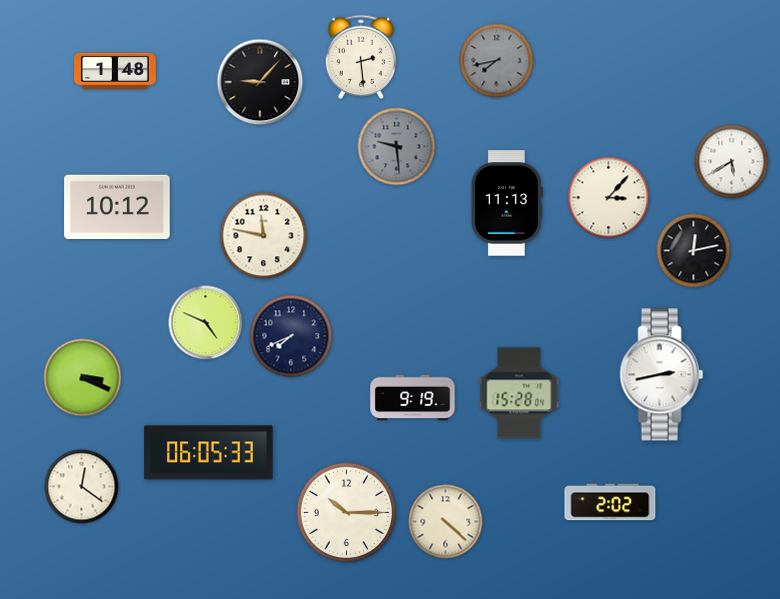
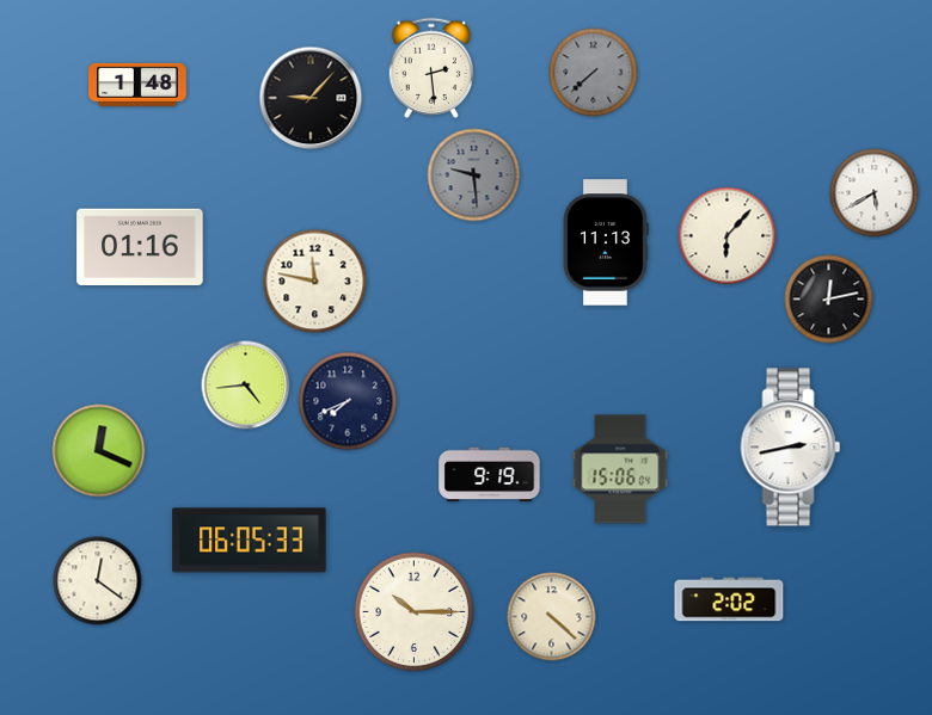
clock at (497, 61): 7:43 -> 7:38
clock at (609, 198): 3:07 -> 6:07
clock at (117, 207): 10:12 -> 01:16
clock at (206, 323): 4:49 -> 4:44
clock at (83, 378): 3:19 -> 12:19
clock at (519, 393): 15:28 -> 15:06
clock at (413, 398) position: (413, 398) -> (490, 475)
clock at (446, 522) position: (446, 522) -> (552, 617)
